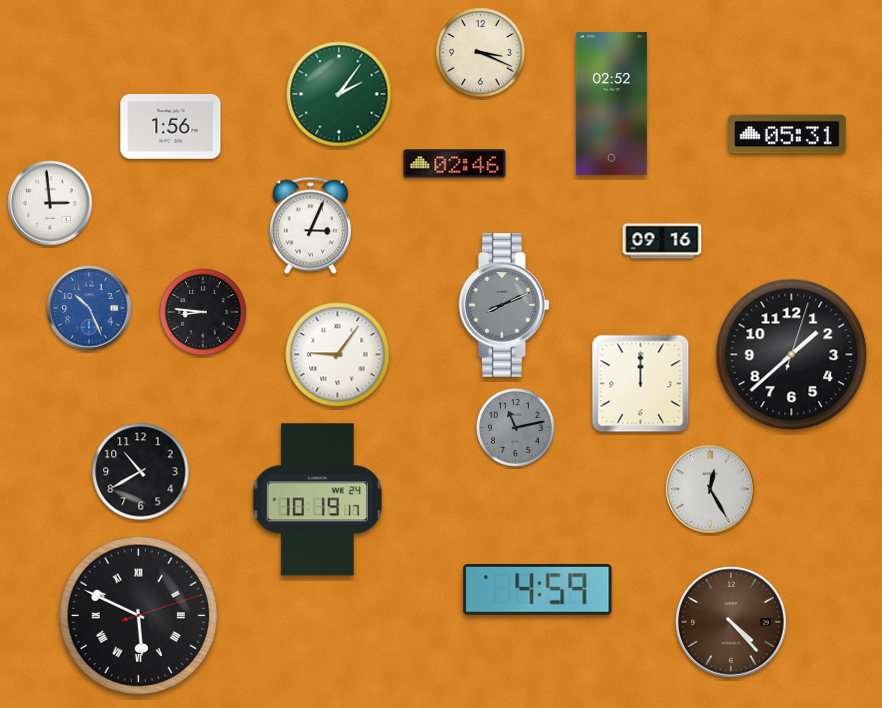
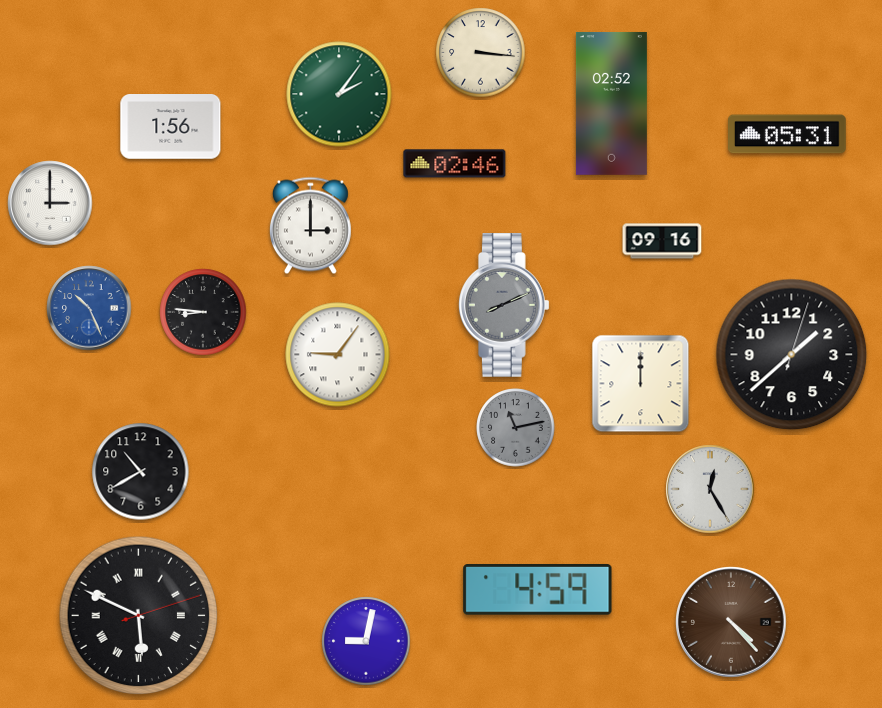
clock at (481, 53): 3:19 -> 3:16
clock at (50, 203): 2:59 -> 3:00
clock at (310, 226): 3:04 -> 3:00
clock at (317, 500): 10:19 -> none
clock at (366, 641): none -> 9:02
